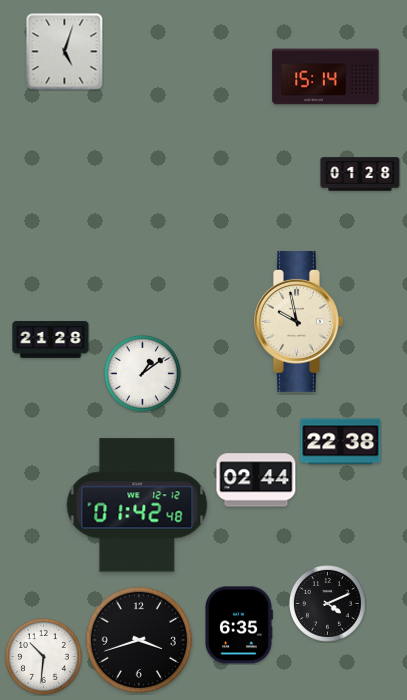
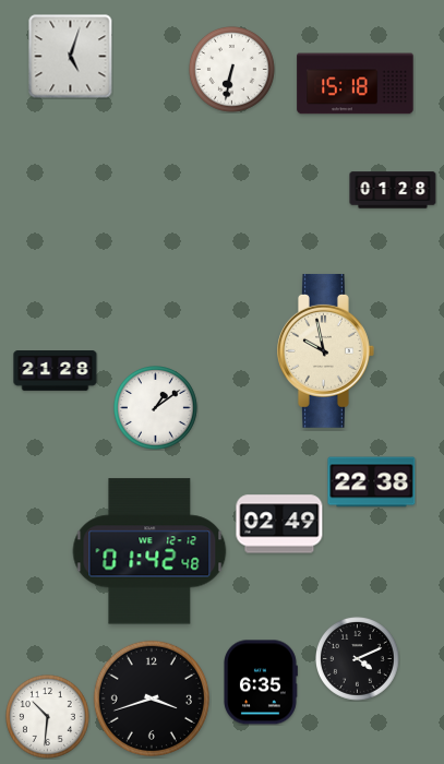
clock at (231, 69): none -> 6:32
clock at (326, 77): 15:14 -> 15:18
clock at (256, 480): 02:44 -> 02:49
